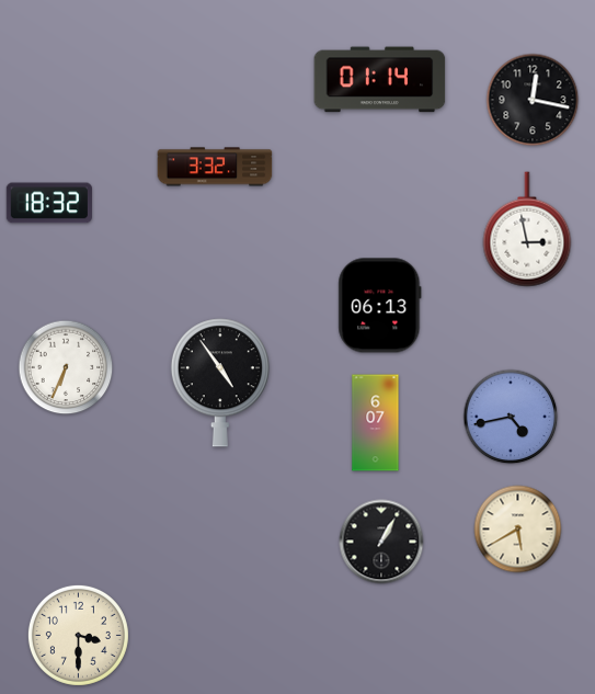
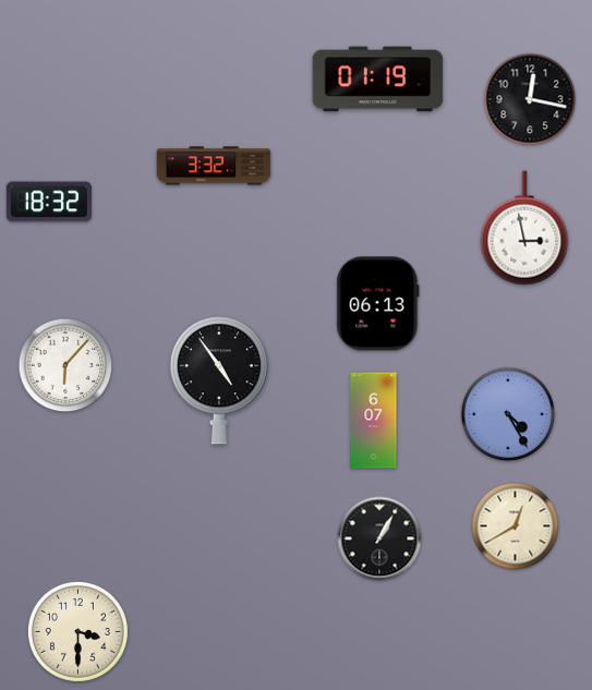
clock at (380, 80): 01:14 -> 01:19
clock at (66, 367): 6:34 -> 6:07
clock at (511, 417): 4:43 -> 4:25
clock at (518, 530): 5:40 -> 12:40
